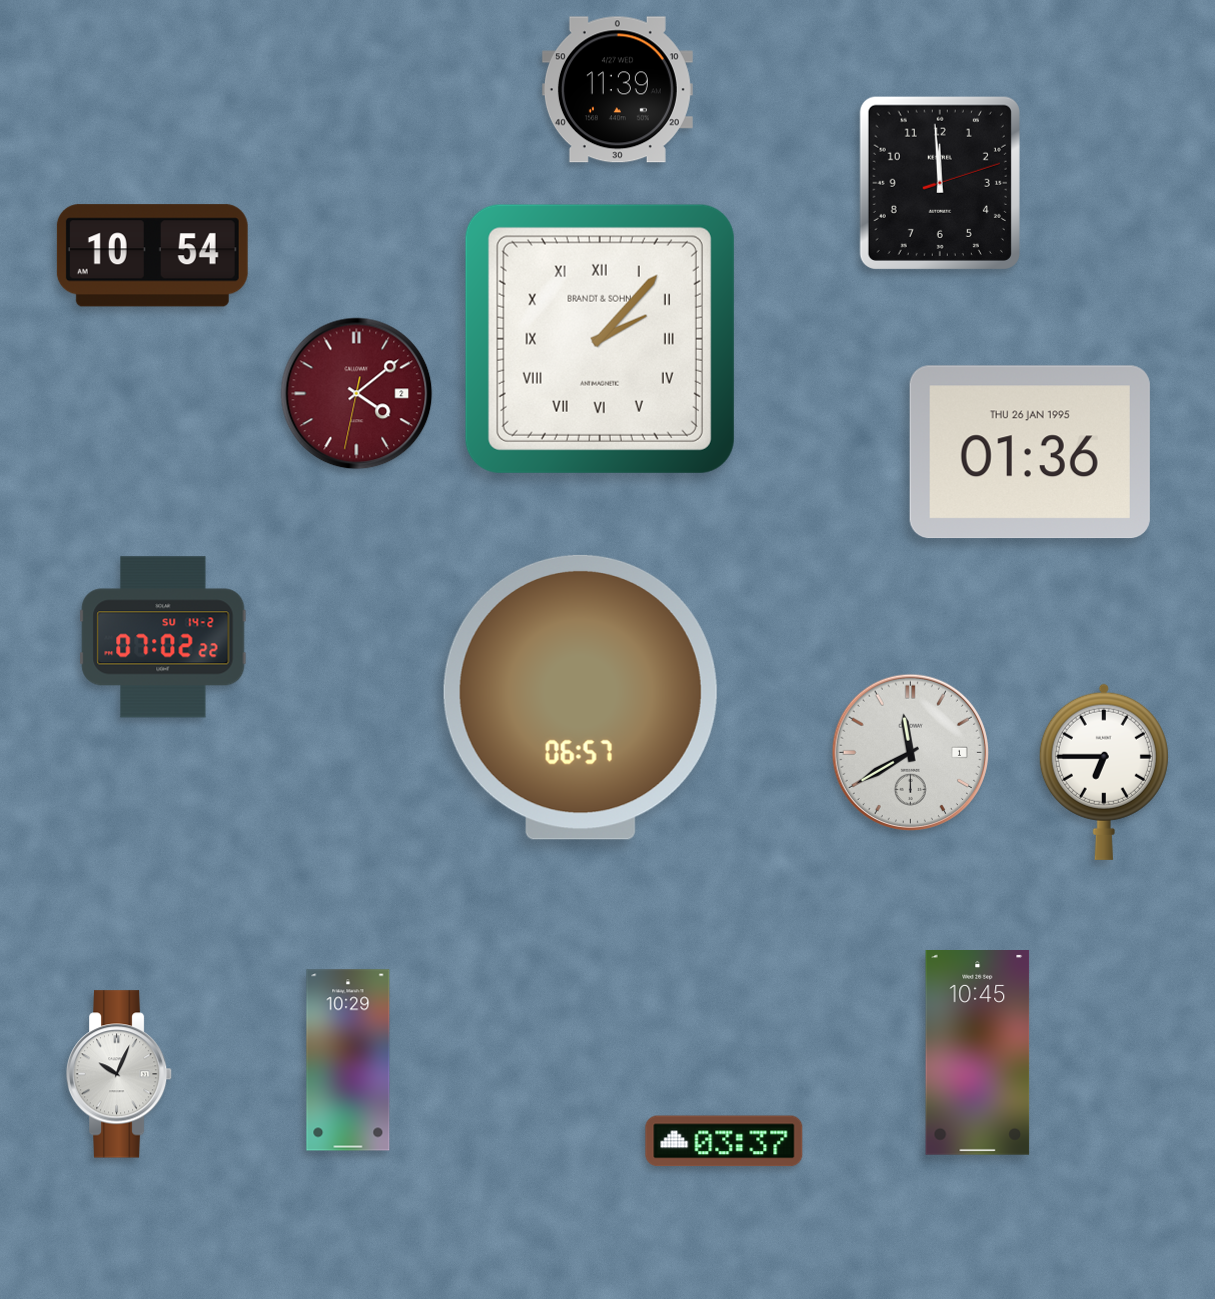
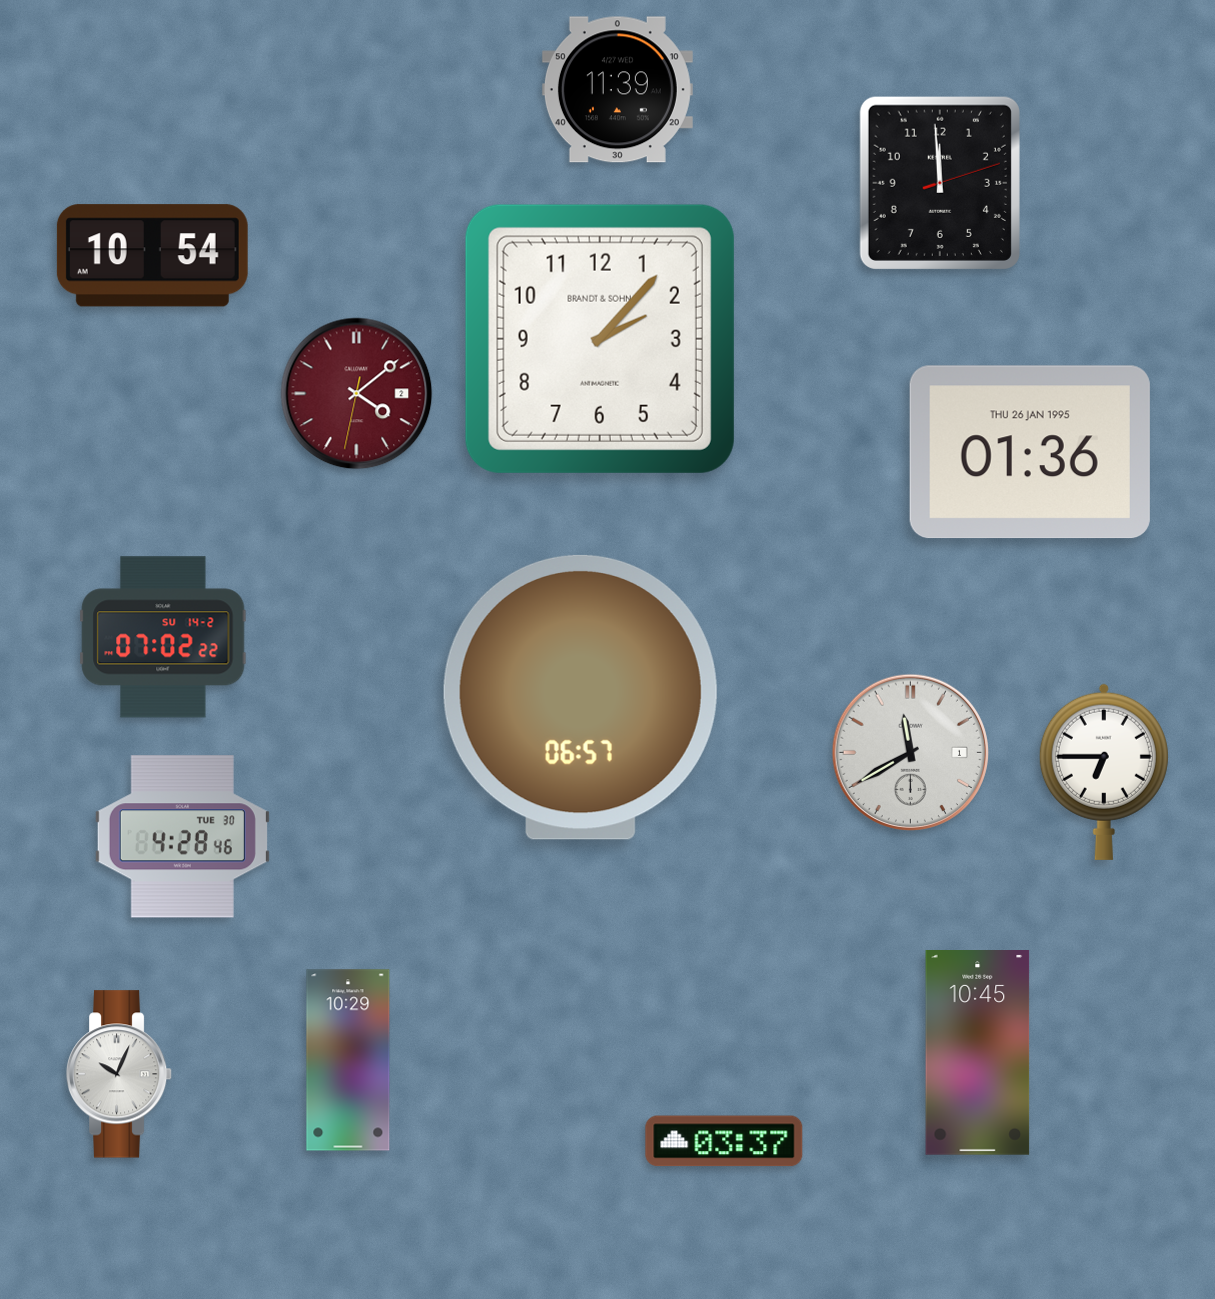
clock at (600, 339) numerals: Roman -> Arabic
clock at (182, 837): none -> 4:28
